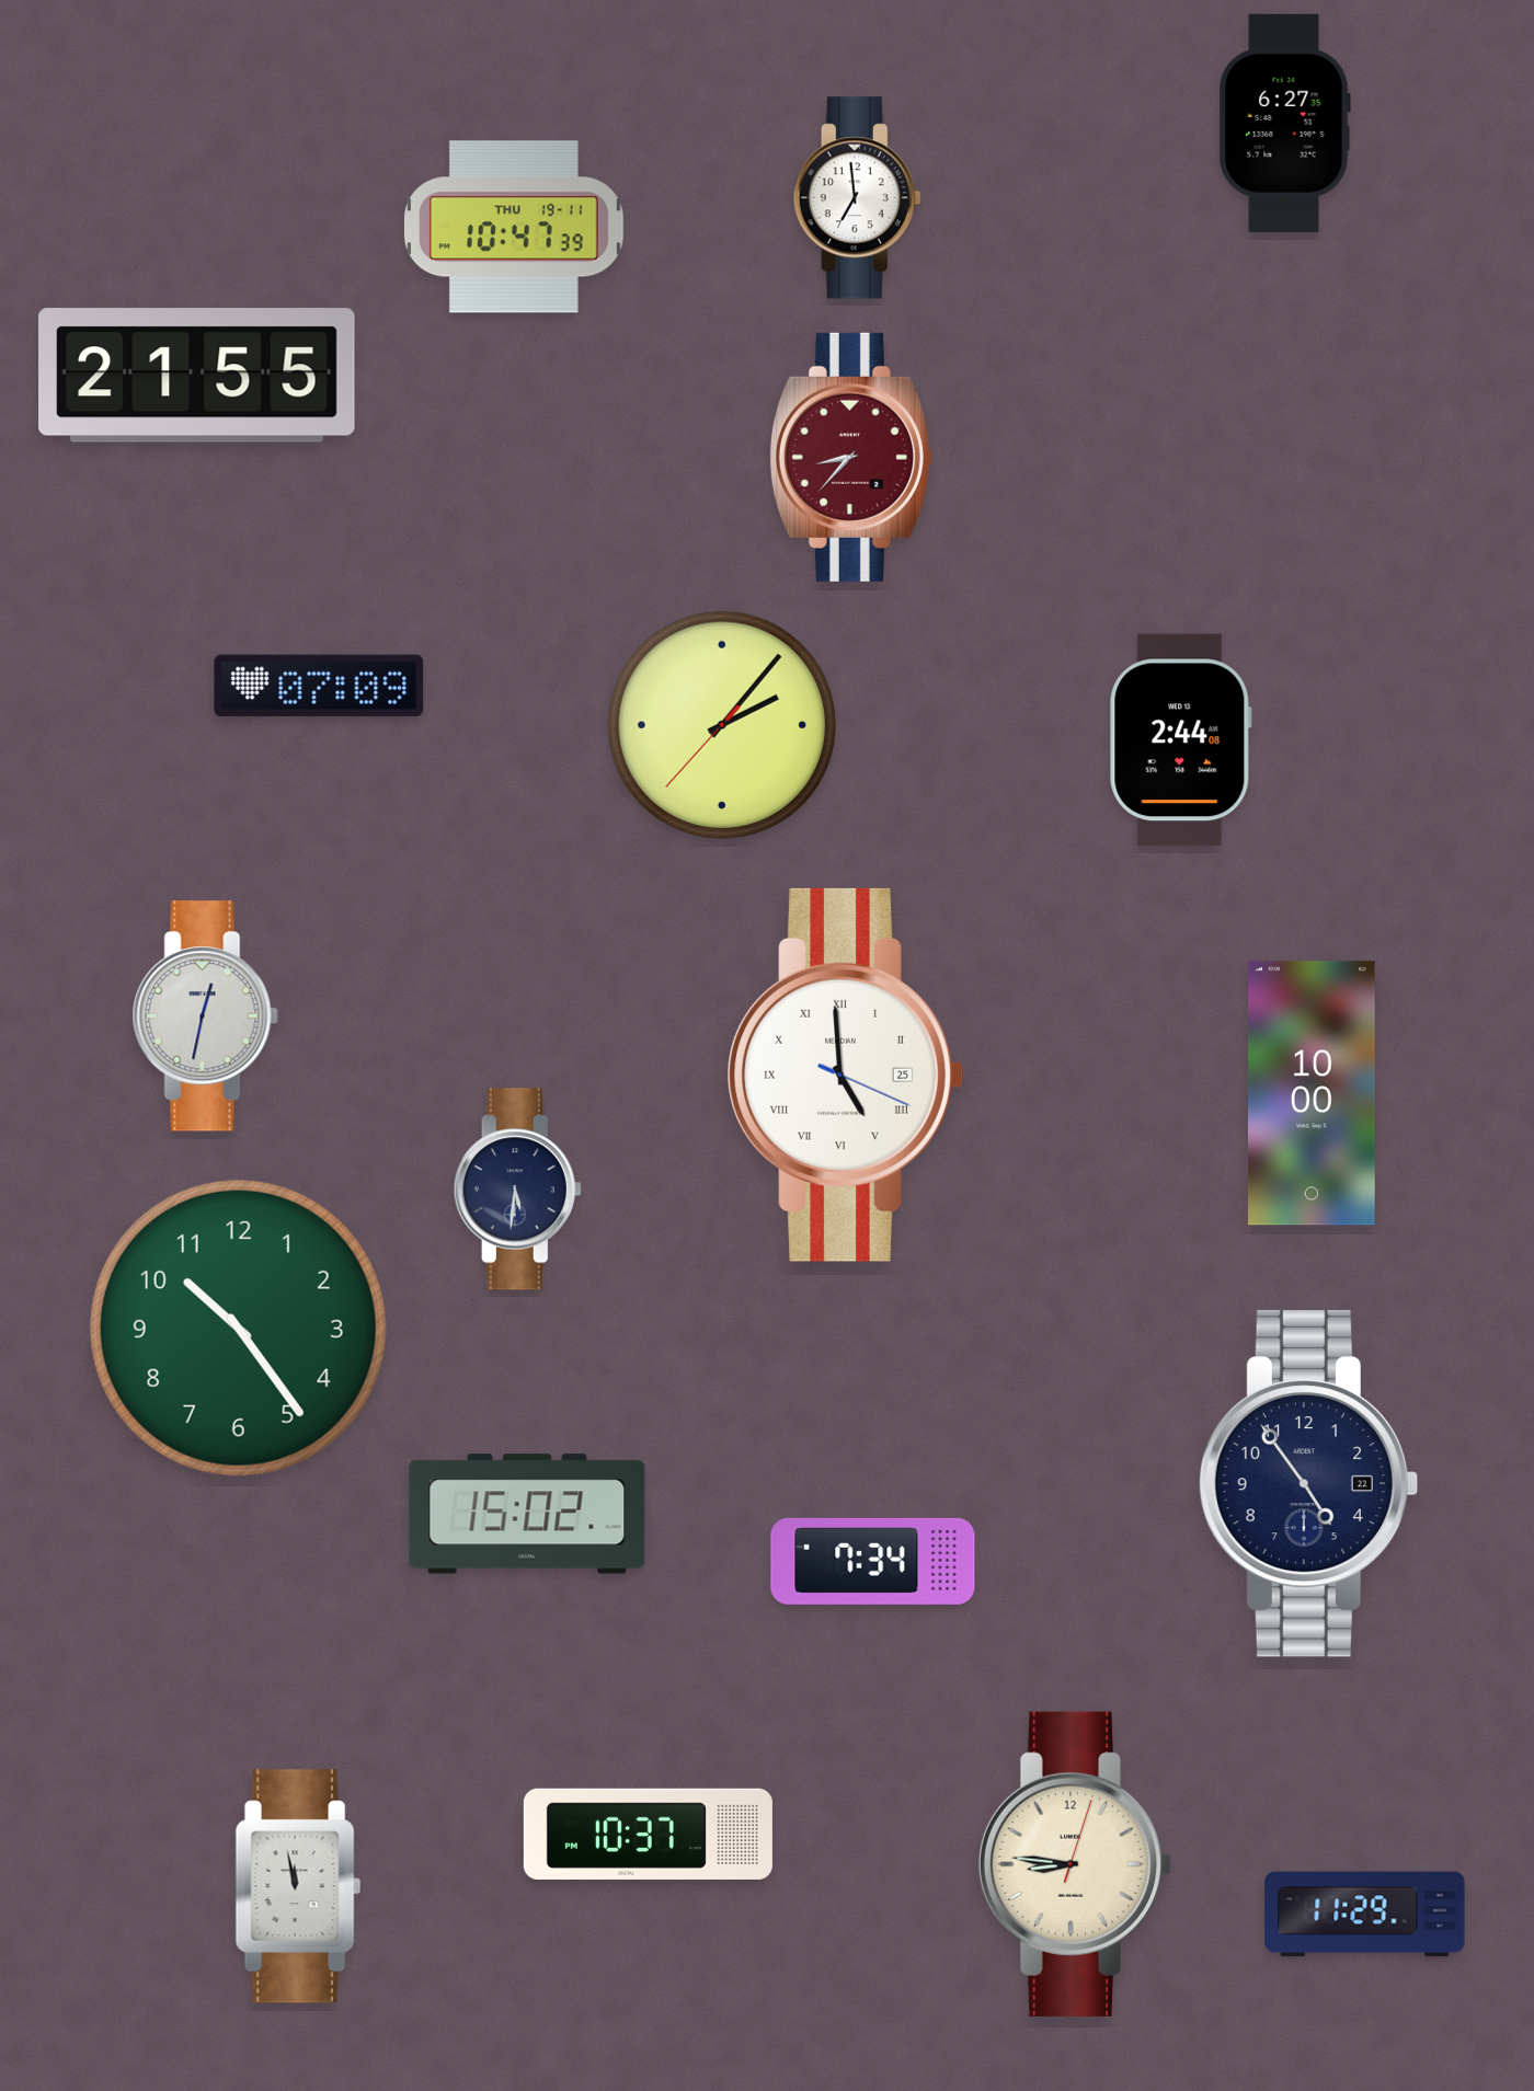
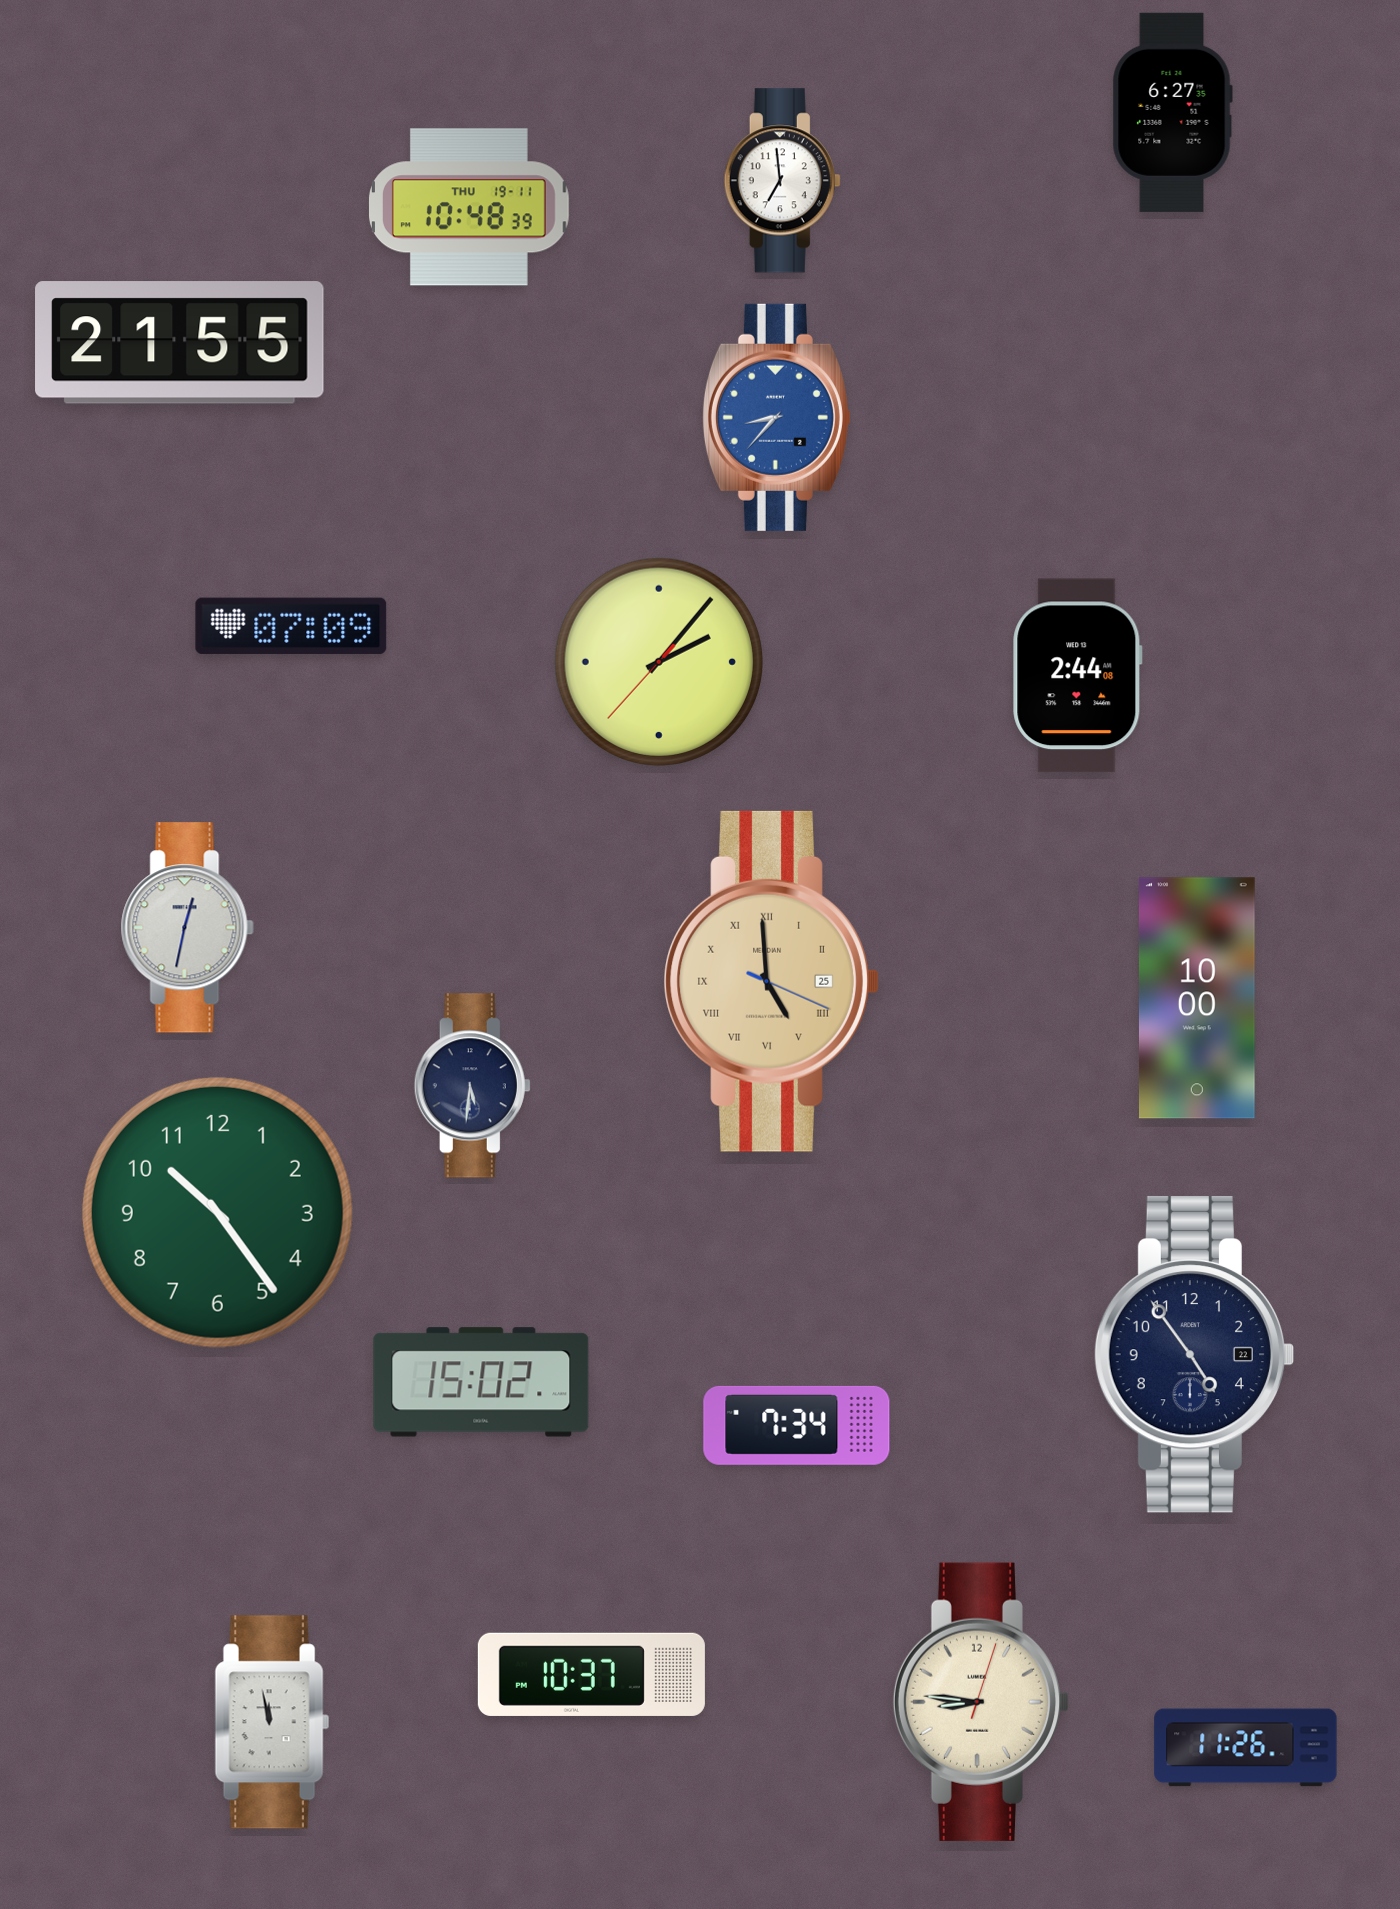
clock at (514, 227): 10:47 -> 10:48
clock at (850, 457) dial: burgundy -> blue
clock at (845, 1075) dial: white -> champagne
clock at (1365, 1915): 11:29 -> 11:26
